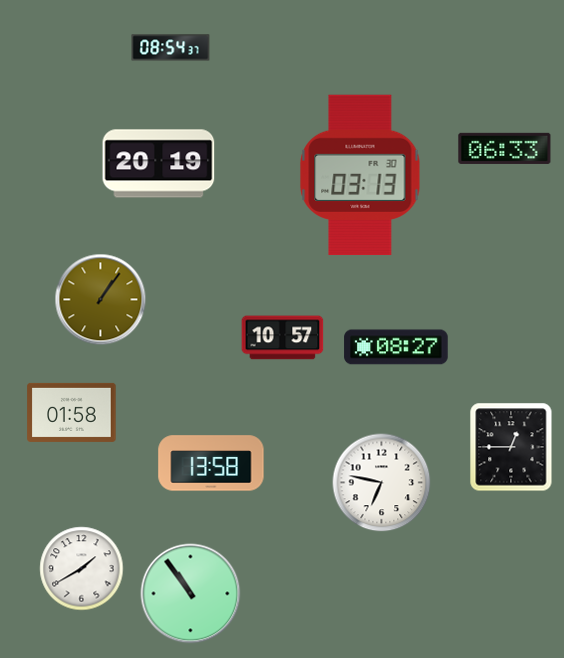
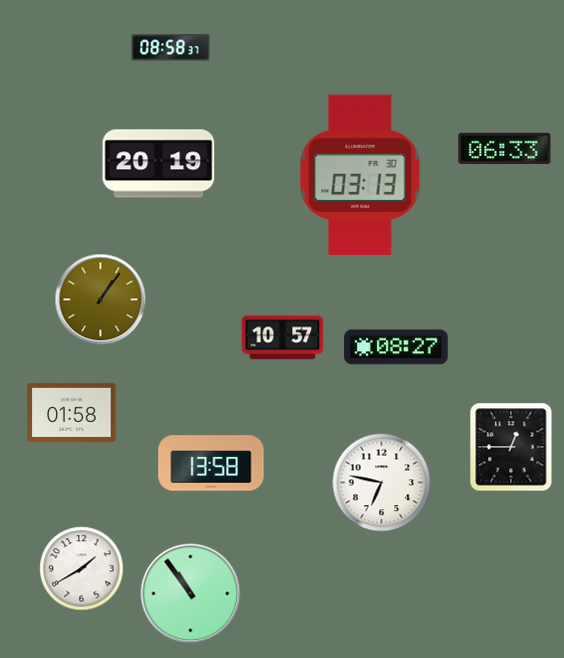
clock at (171, 48): 08:54 -> 08:58
